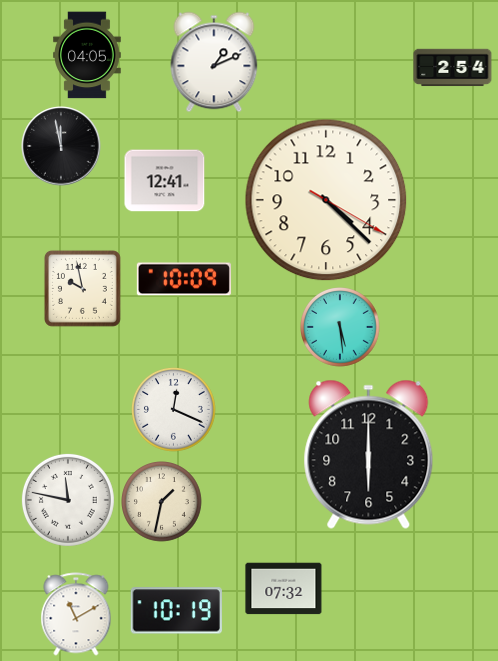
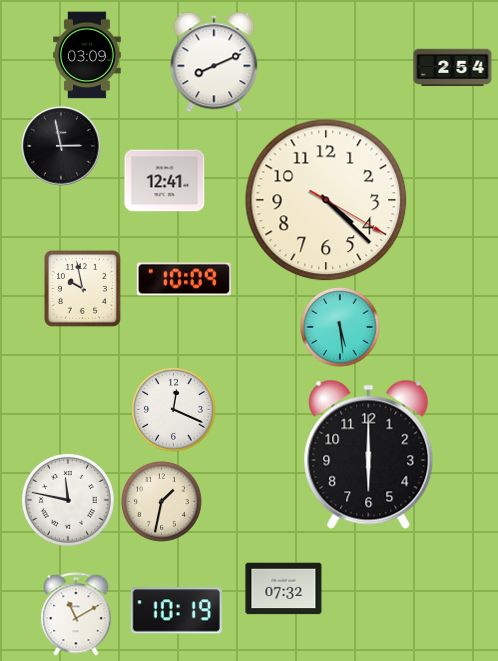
clock at (88, 55): 04:05 -> 03:09
clock at (214, 62): 1:11 -> 8:11
clock at (61, 146): 11:58 -> 2:58
